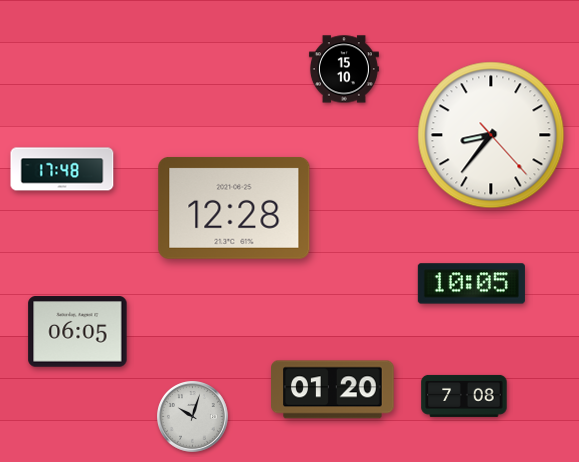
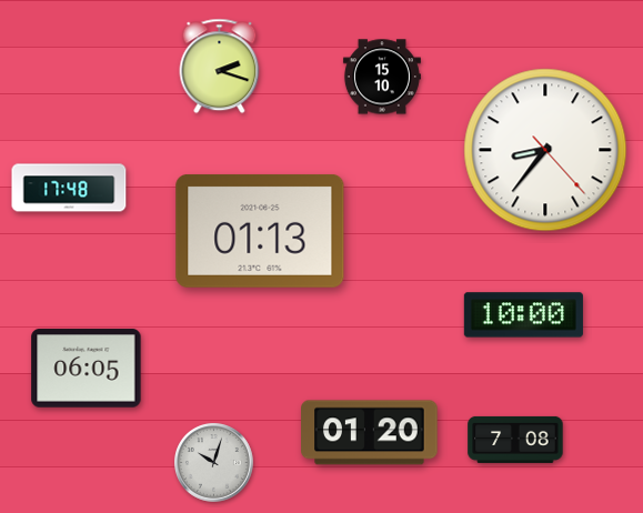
clock at (220, 67): none -> 2:18
clock at (234, 208): 12:28 -> 01:13
clock at (471, 284): 10:05 -> 10:00
